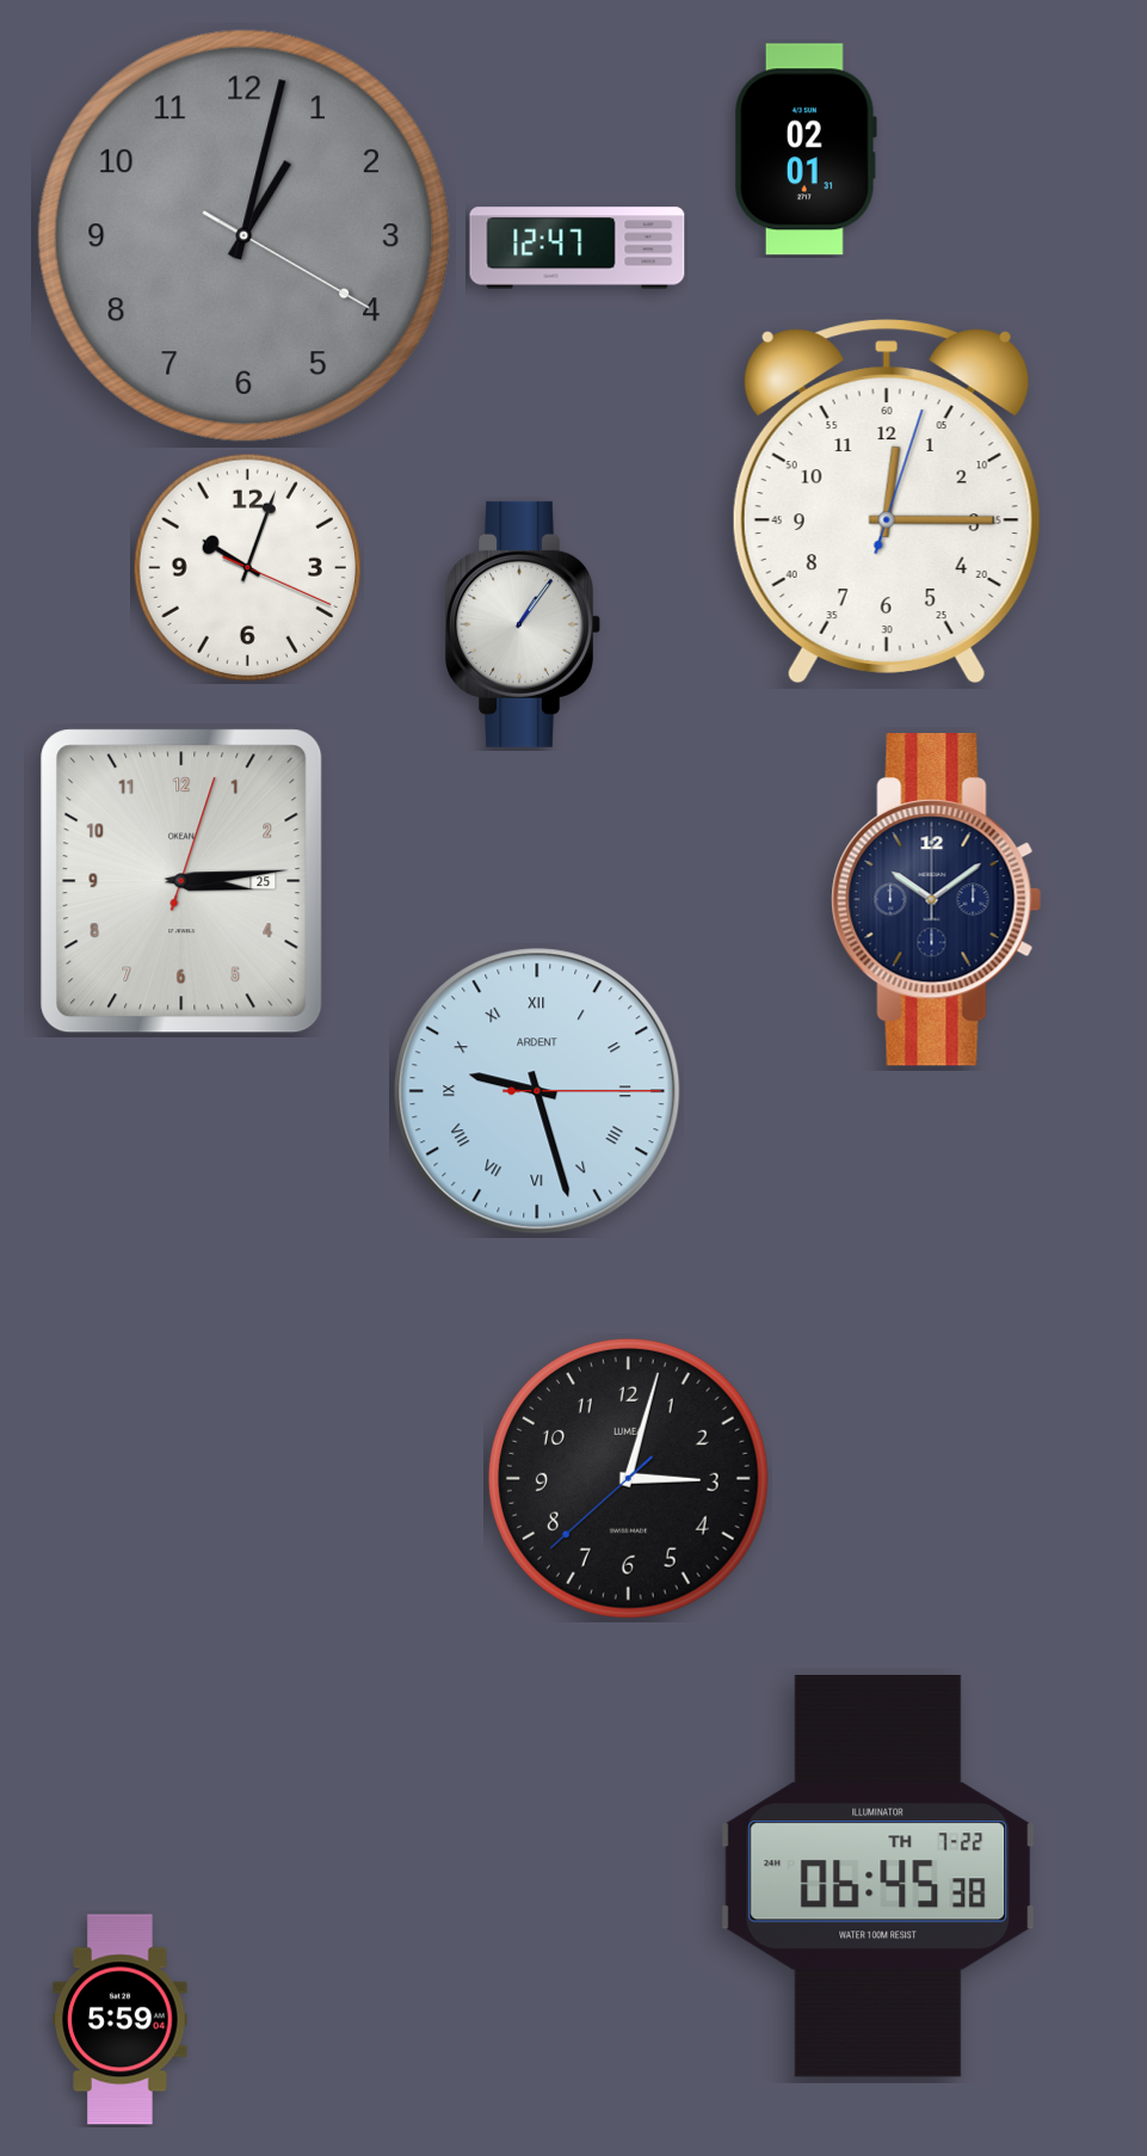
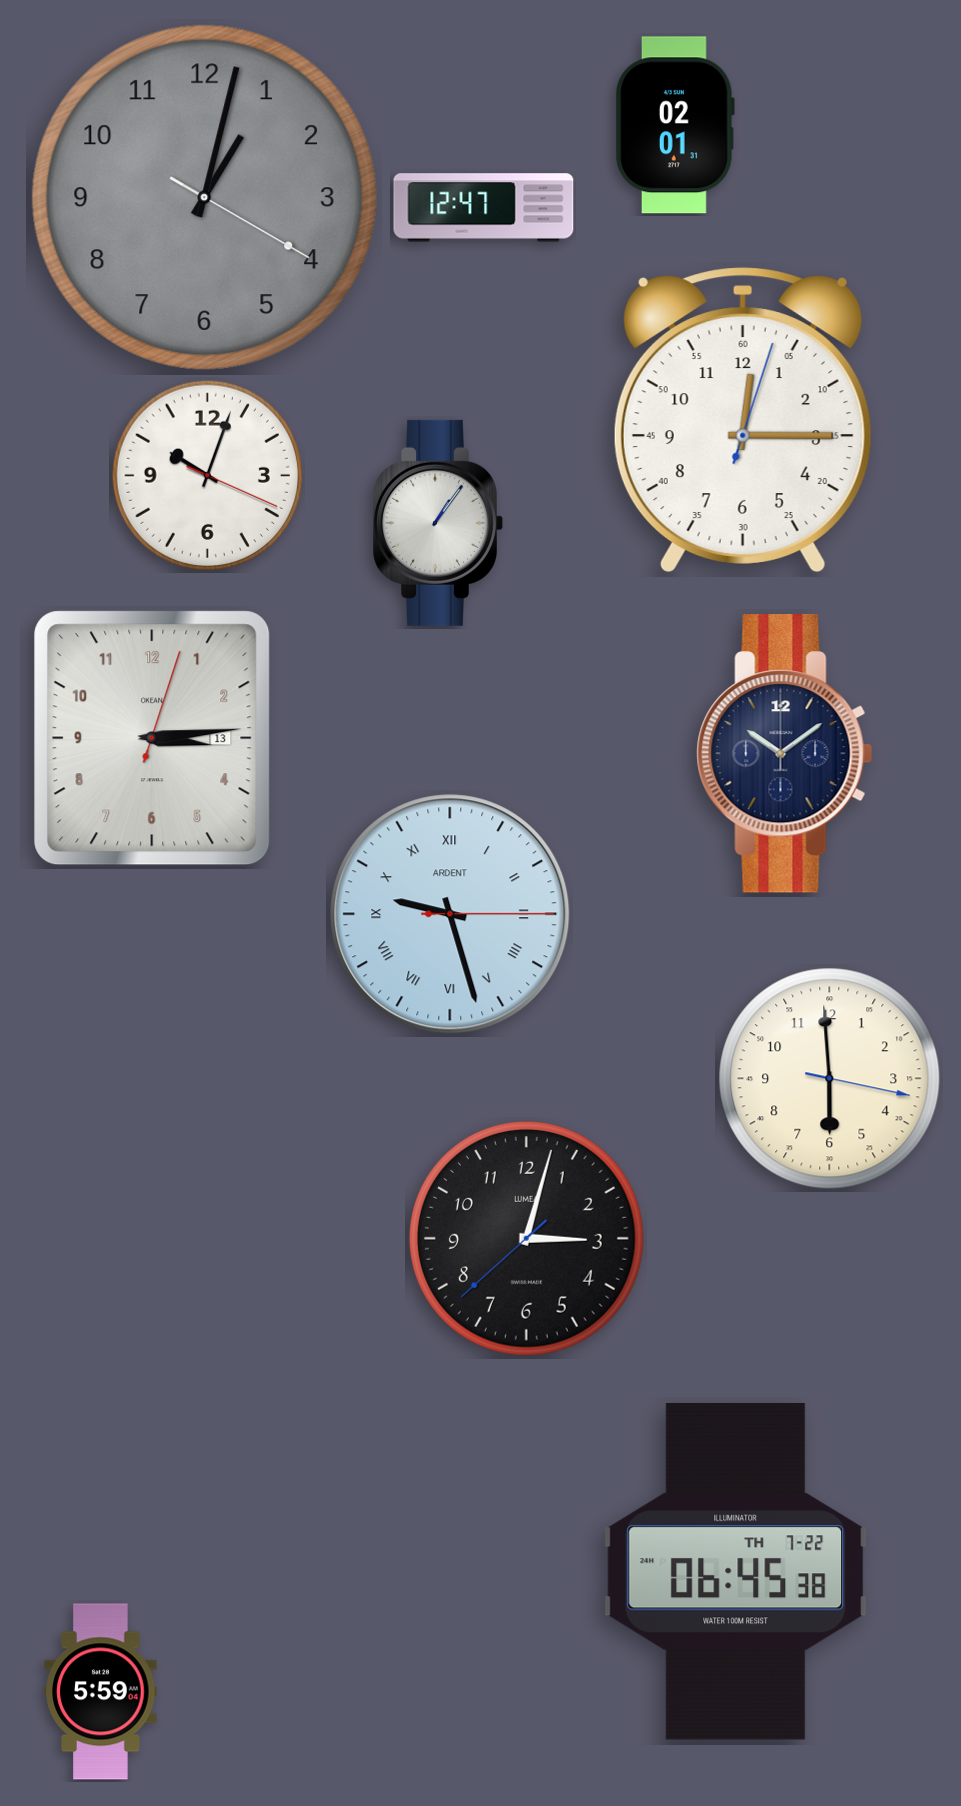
clock at (181, 881) date: 25 -> 13
clock at (830, 1079): none -> 5:59
